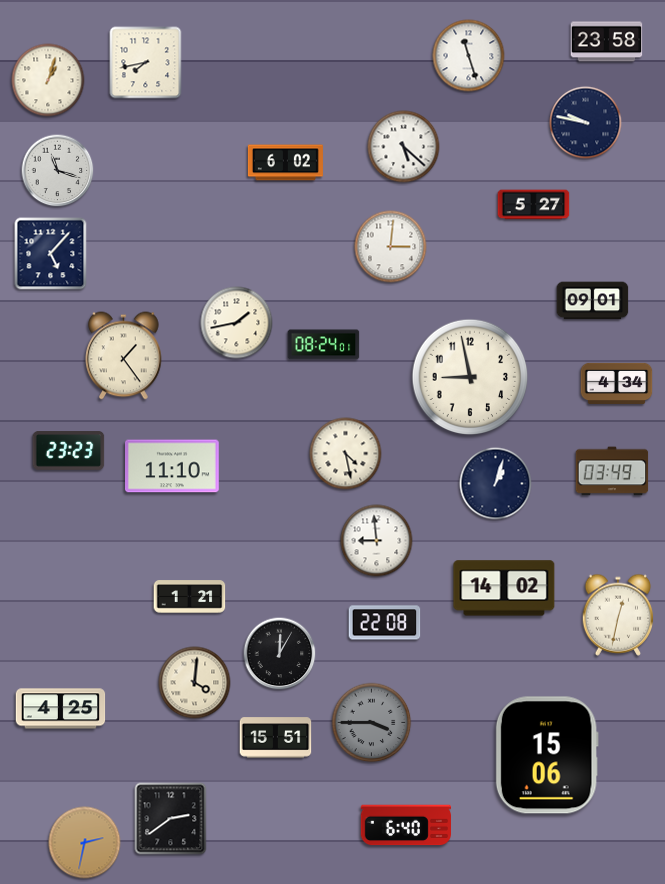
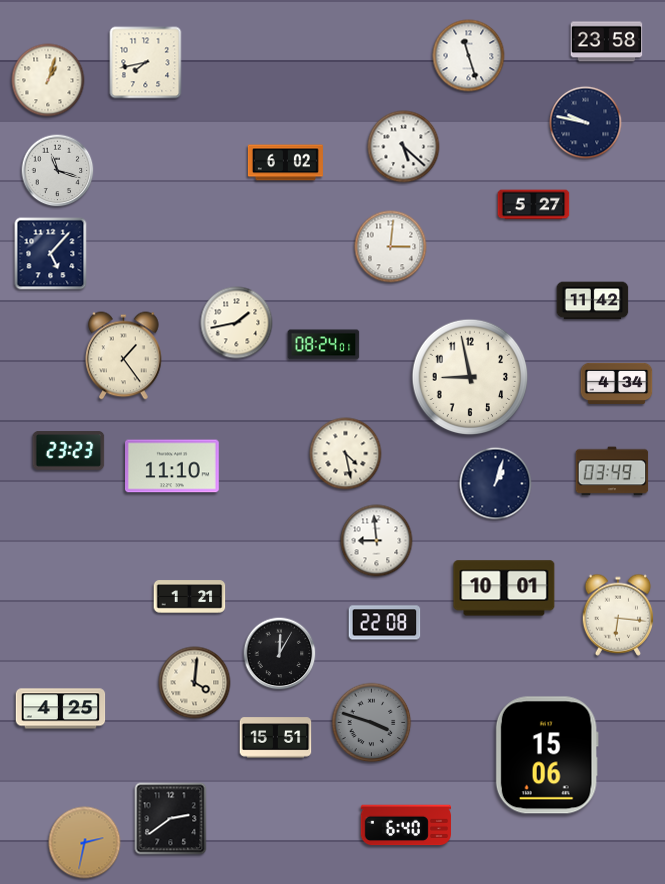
clock at (593, 301): 09:01 -> 11:42
clock at (504, 588): 14:02 -> 10:01
clock at (618, 615): 12:32 -> 6:16
clock at (372, 723): 3:45 -> 3:48
